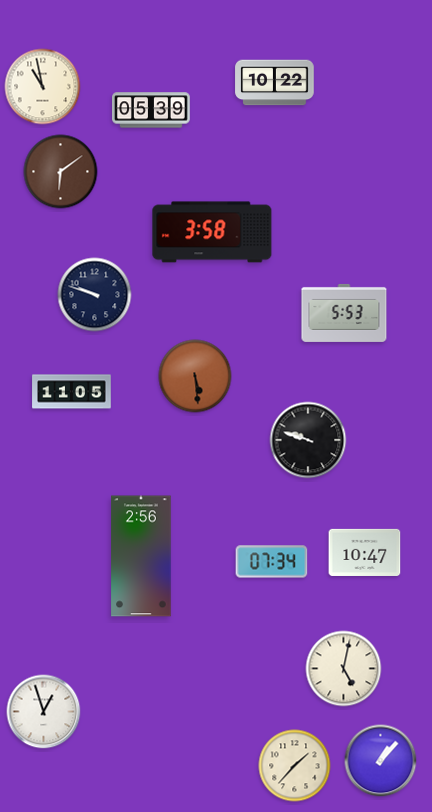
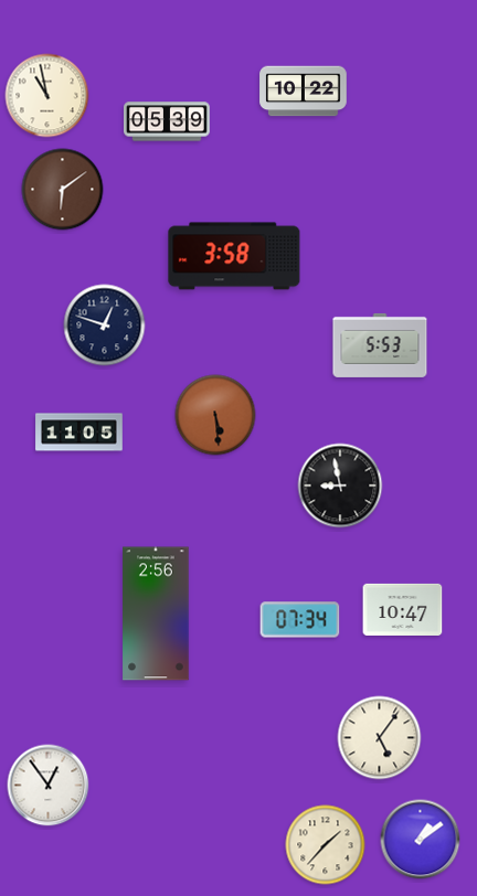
clock at (61, 172) position: (61, 172) -> (63, 190)
clock at (95, 295): 9:48 -> 12:48
clock at (308, 440): 9:48 -> 8:58
clock at (344, 669): 5:02 -> 5:06
clock at (44, 712): 12:57 -> 12:54
clock at (381, 761): 1:07 -> 1:09
